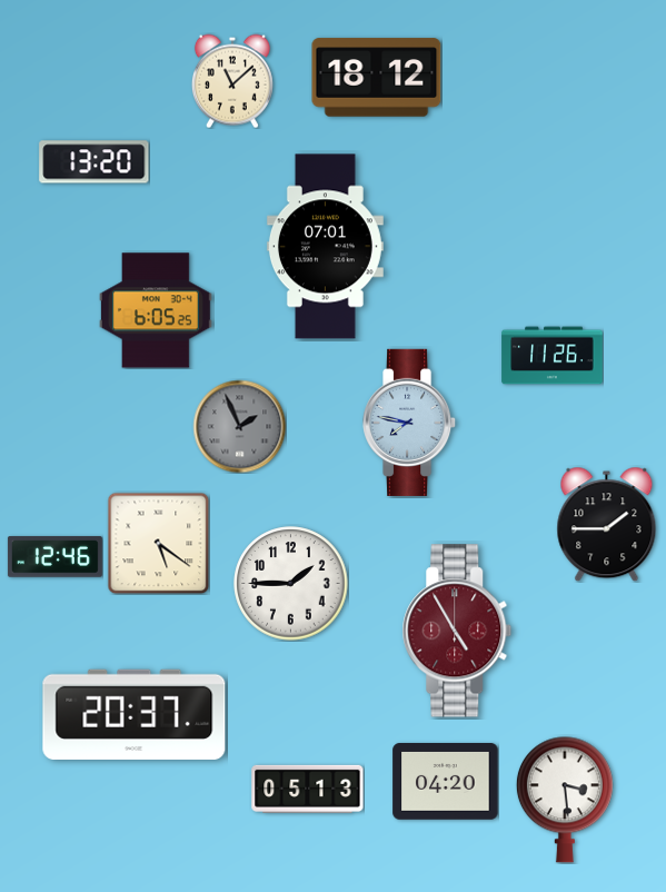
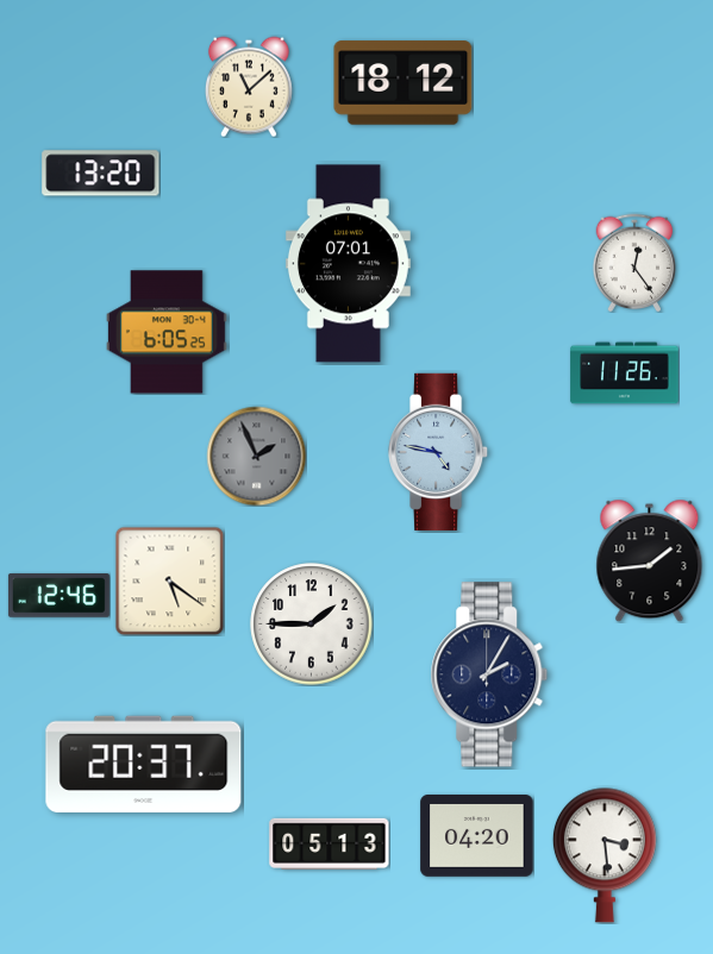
clock at (634, 263): none -> 12:24
clock at (553, 356) position: (553, 356) -> (625, 374)
clock at (410, 423): 7:47 -> 4:47
clock at (607, 524): 1:45 -> 1:44
clock at (457, 631): 4:55 -> 2:05
clock at (457, 631) dial: burgundy -> navy
